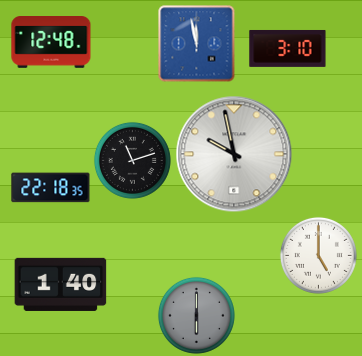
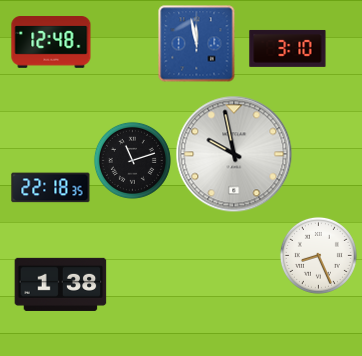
clock at (318, 255): 5:00 -> 8:26
clock at (61, 284): 1:40 -> 1:38
clock at (196, 315): 6:00 -> none
